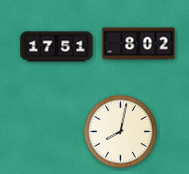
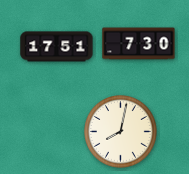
clock at (139, 44): 8:02 -> 7:30
